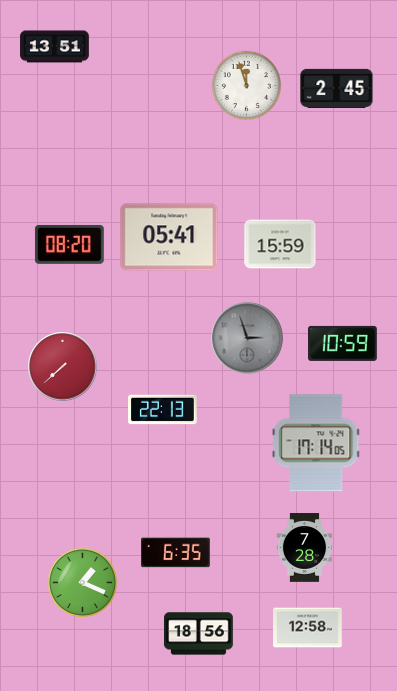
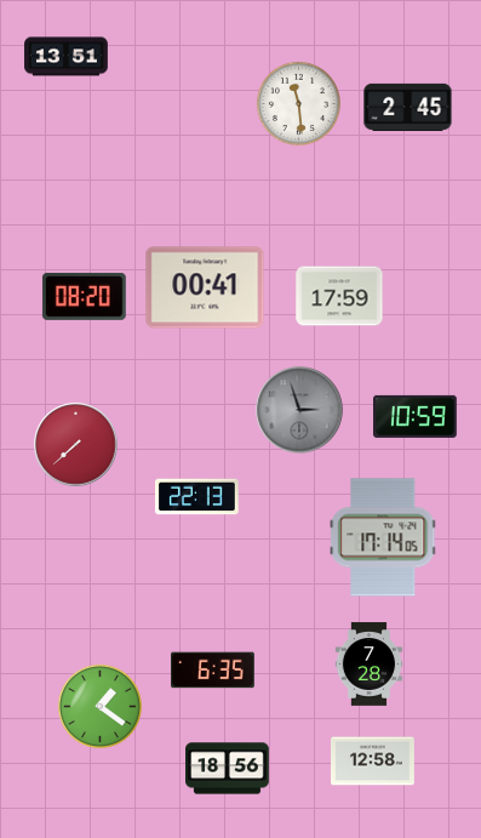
clock at (246, 85): 11:57 -> 11:29
clock at (169, 237): 05:41 -> 00:41
clock at (280, 244): 15:59 -> 17:59
clock at (82, 582): 1:19 -> 1:21
clock at (199, 634) position: (199, 634) -> (228, 769)
